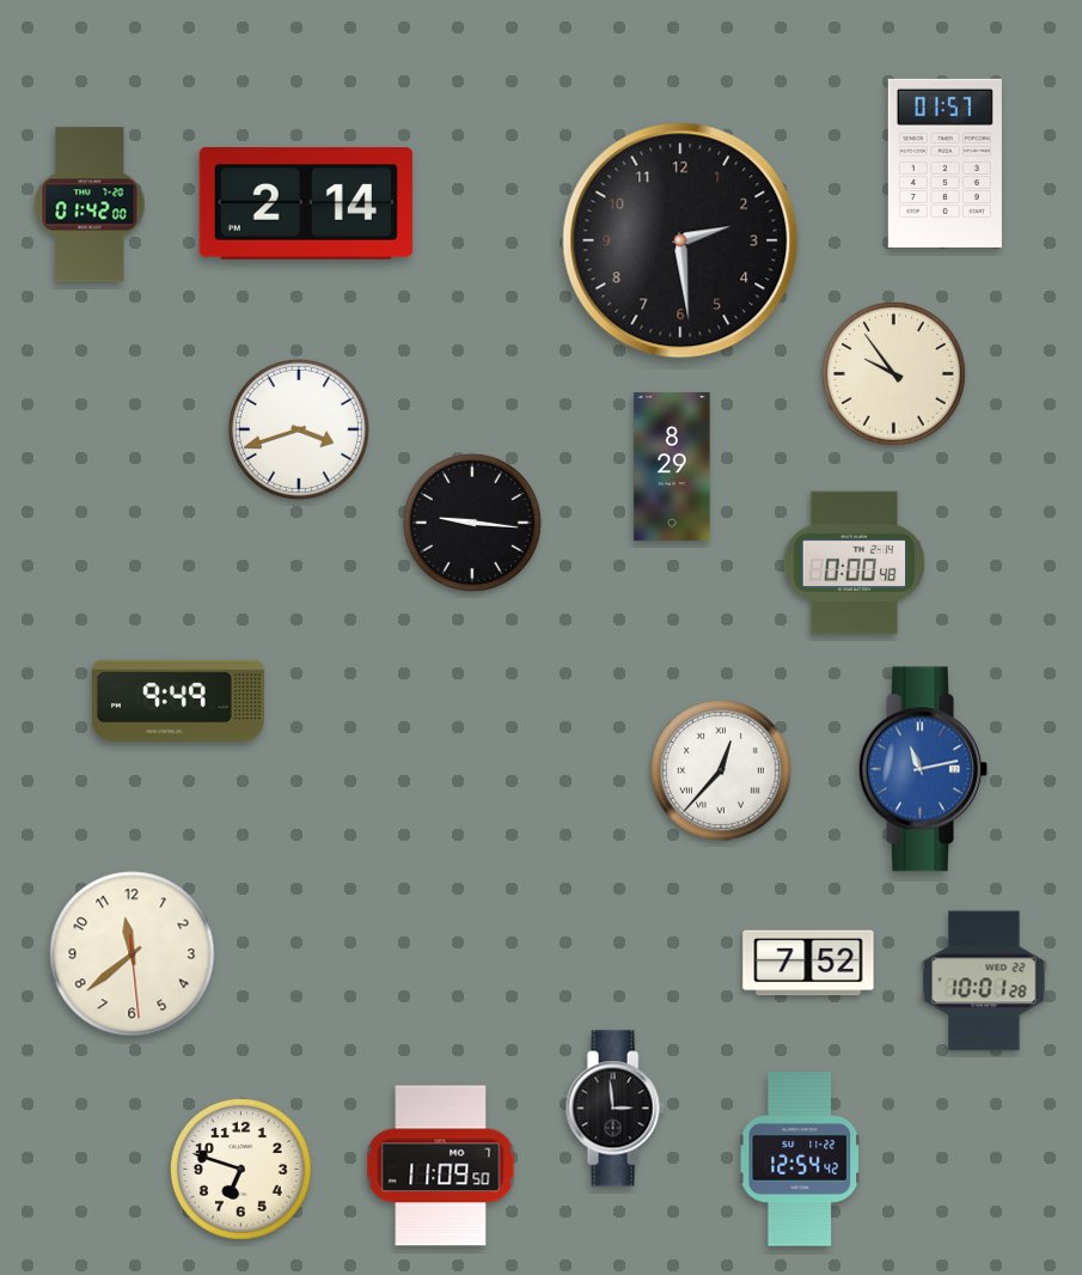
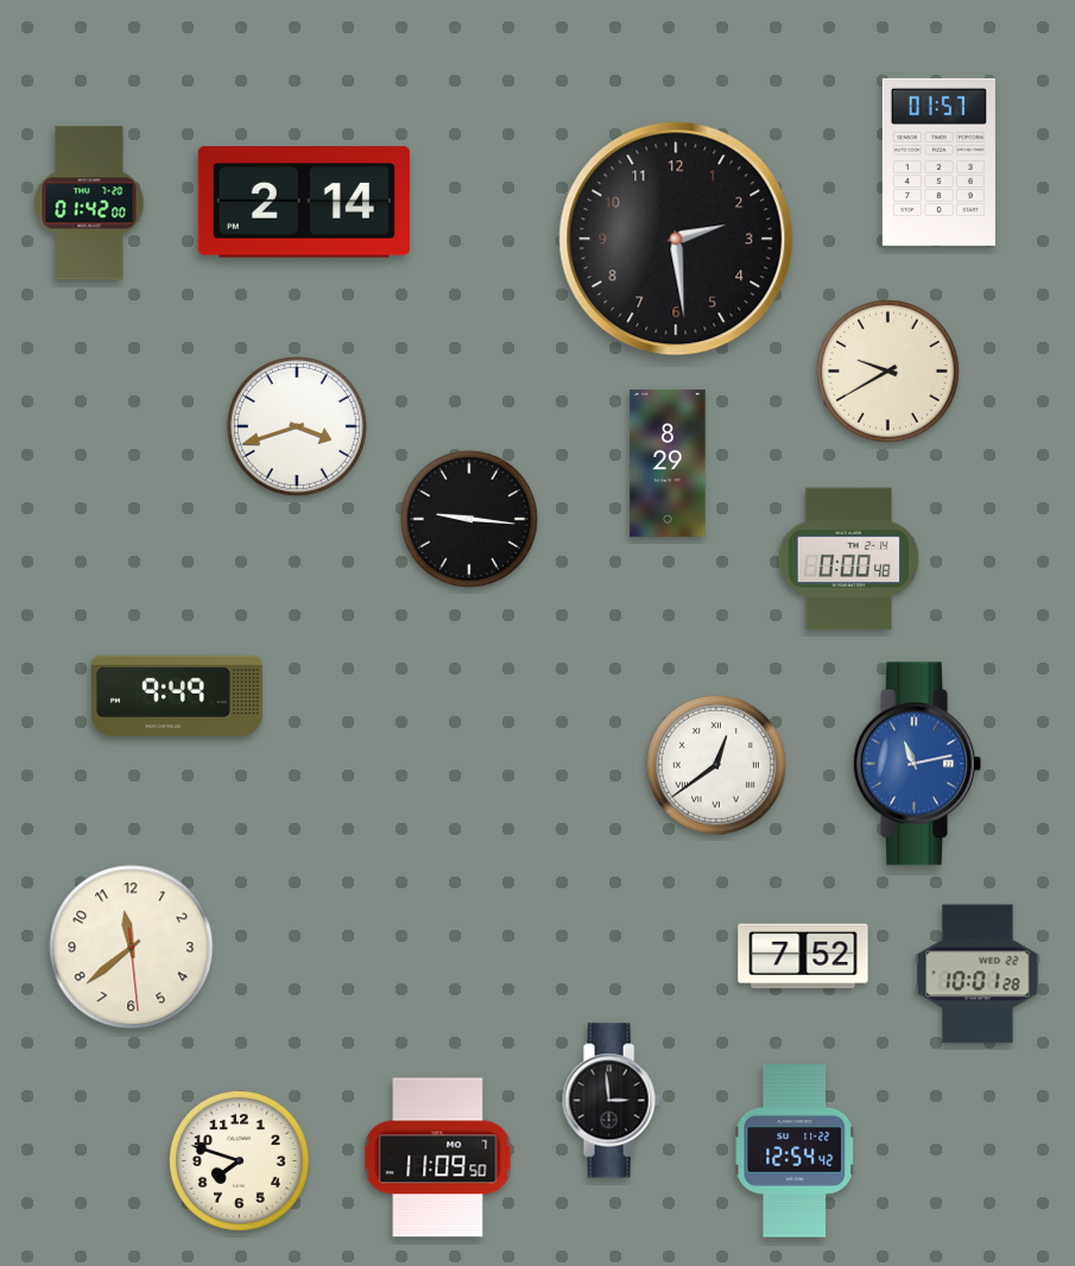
clock at (893, 373): 9:54 -> 9:40
clock at (721, 770): 12:37 -> 12:39
clock at (240, 1169): 6:48 -> 7:48
